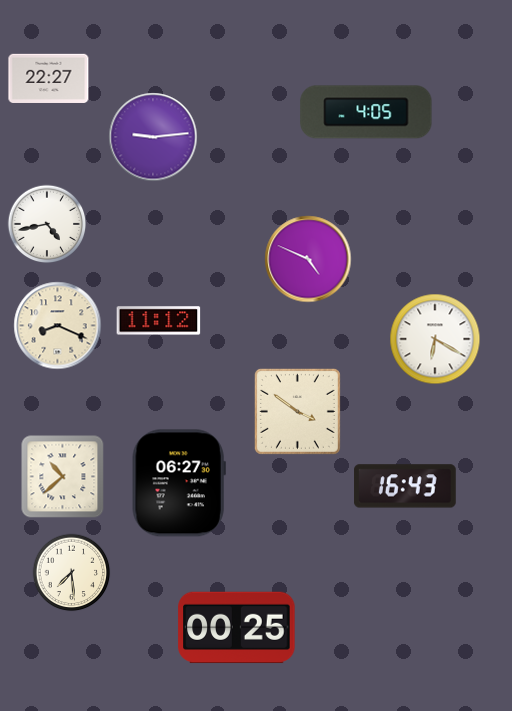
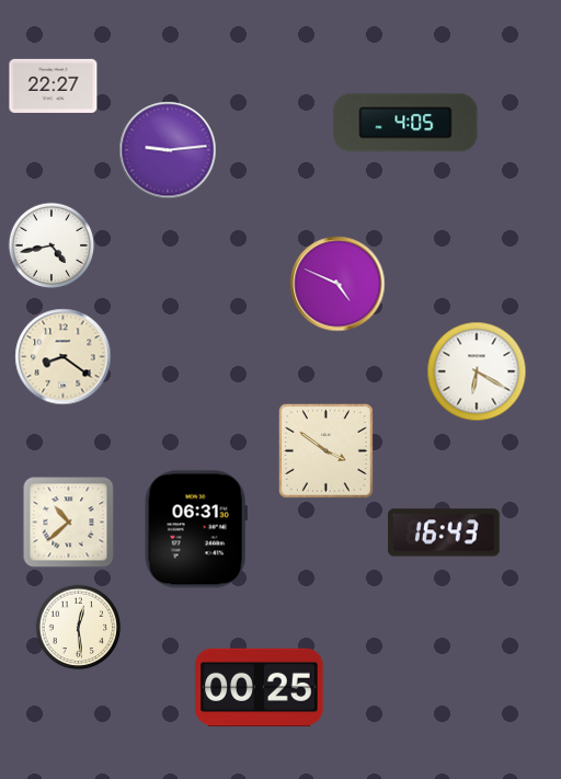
clock at (366, 112) position: (366, 112) -> (405, 123)
clock at (159, 321): 11:12 -> none
clock at (58, 326): 8:19 -> 8:21
clock at (179, 483): 06:27 -> 06:31
clock at (72, 573): 7:29 -> 12:29
